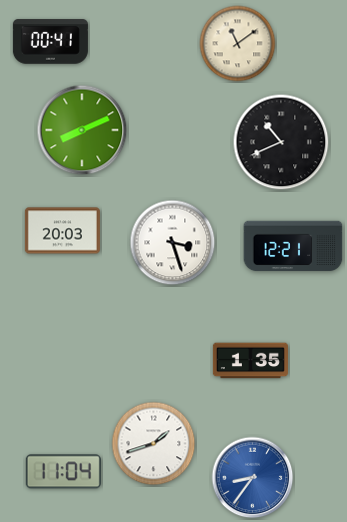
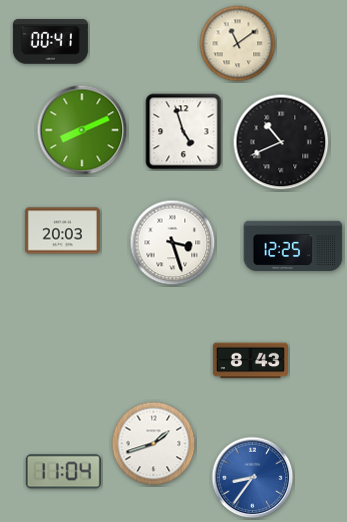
clock at (184, 132): none -> 4:57
clock at (293, 246): 12:21 -> 12:25
clock at (250, 361): 1:35 -> 8:43
